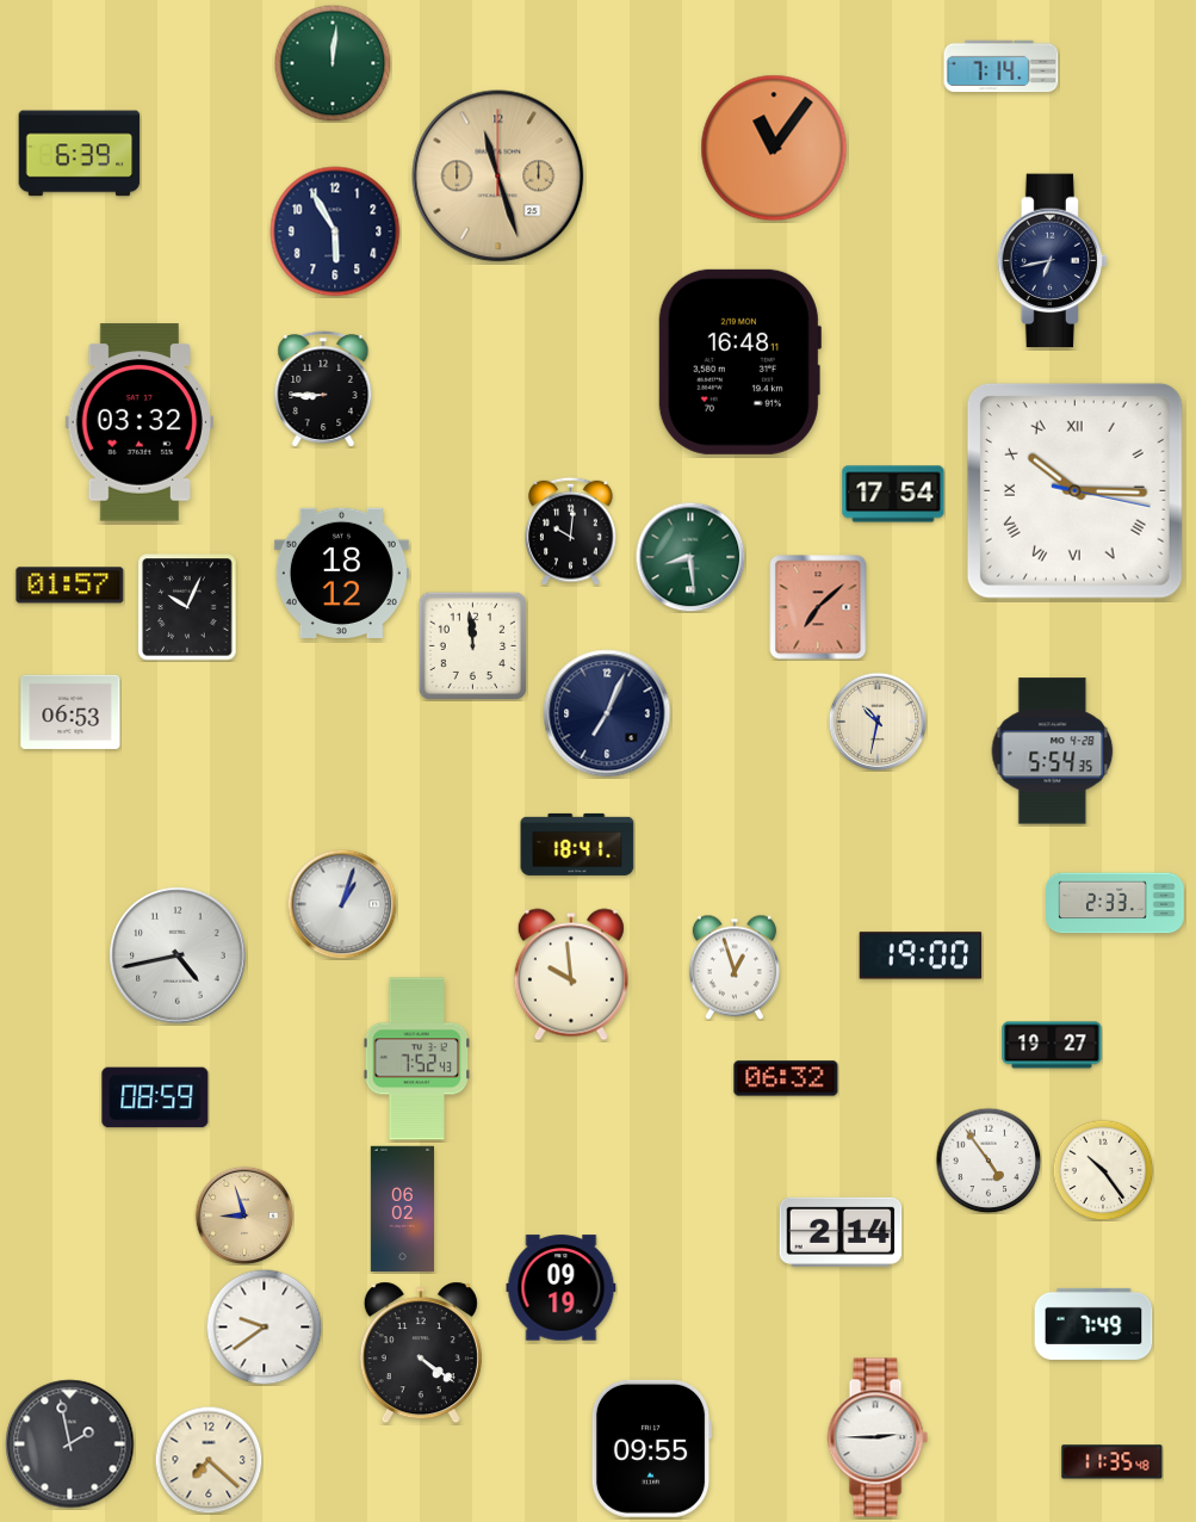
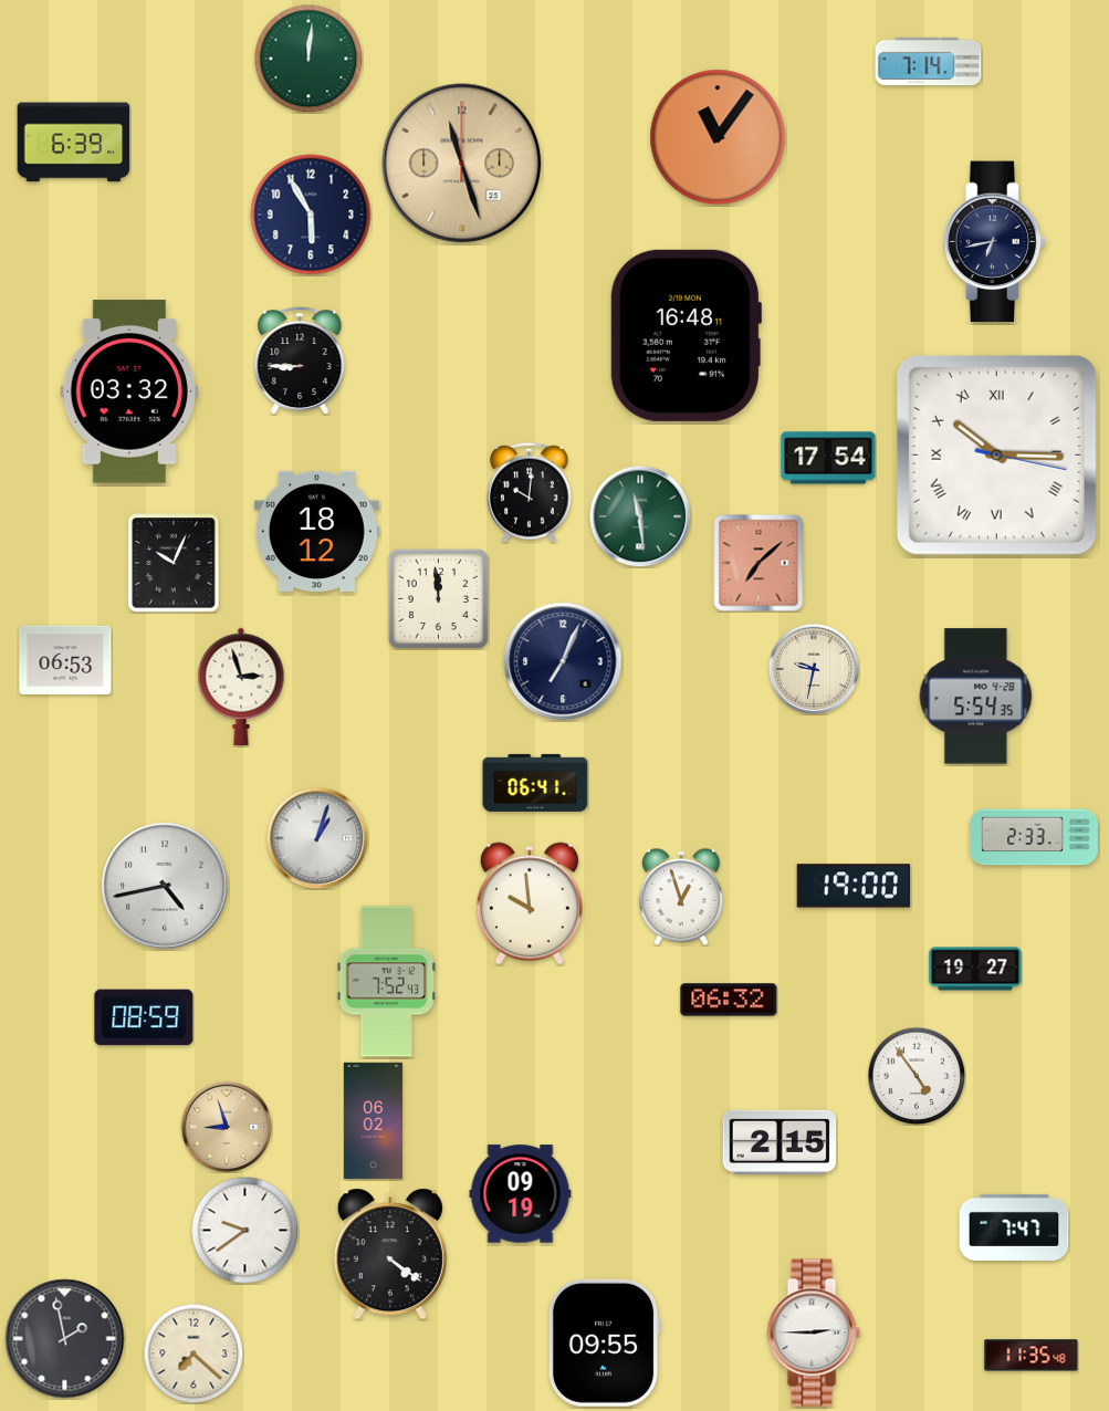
clock at (1053, 261) position: (1053, 261) -> (995, 242)
clock at (690, 557): 8:29 -> 11:29
clock at (70, 586): 01:57 -> none
clock at (878, 722): 10:32 -> 9:32
clock at (241, 686): none -> 2:57
clock at (577, 844): 18:41 -> 06:41
clock at (1103, 1170): 10:24 -> none
clock at (841, 1232): 2:14 -> 2:15
clock at (1093, 1324): 7:49 -> 7:47
